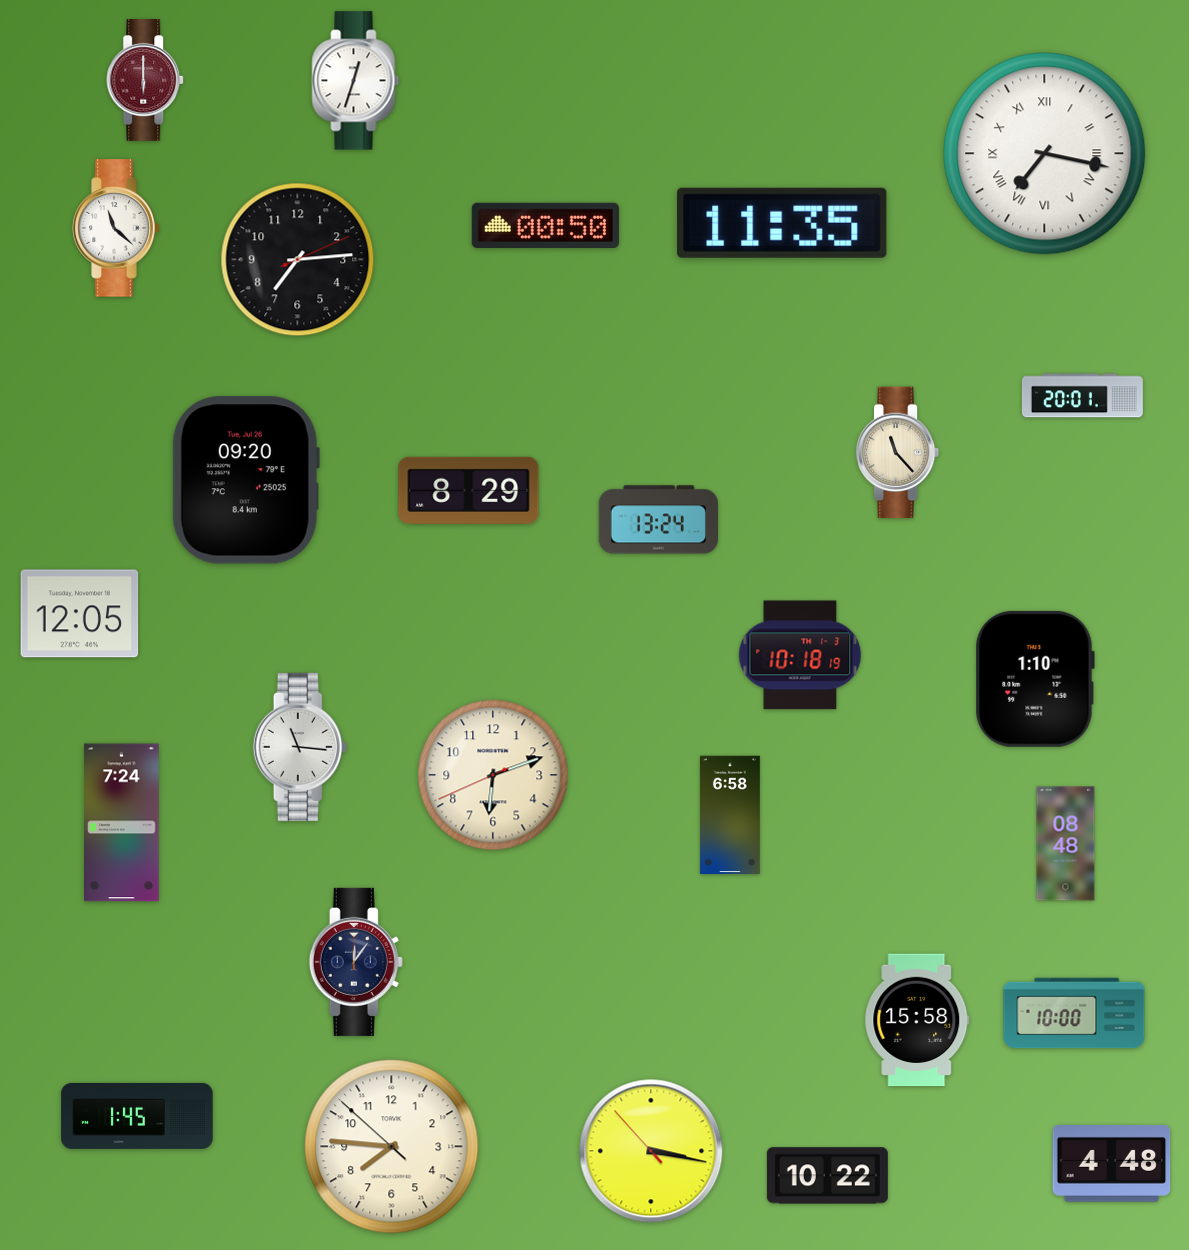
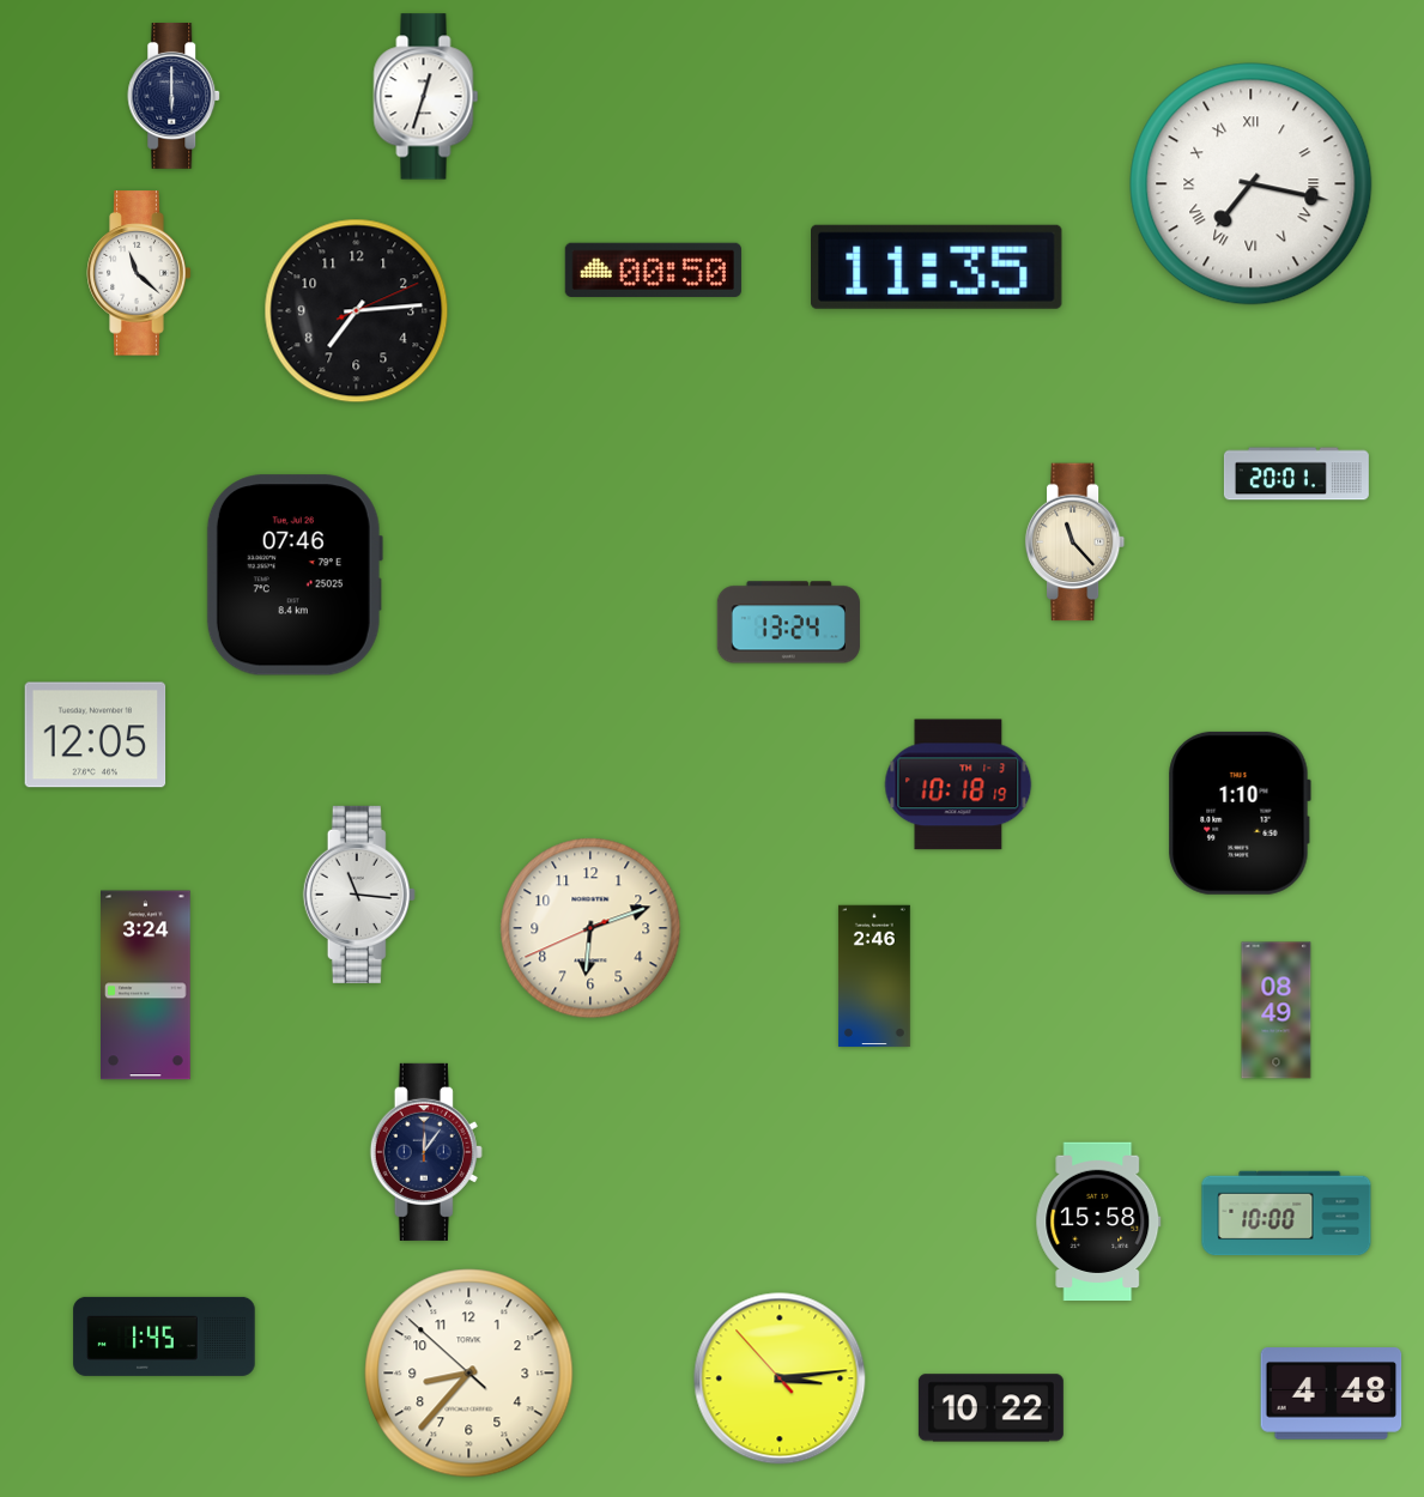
clock at (146, 81) dial: burgundy -> navy
clock at (246, 480): 09:20 -> 07:46
clock at (469, 490): 8:29 -> none
clock at (730, 815): 6:58 -> 2:46
clock at (122, 823): 7:24 -> 3:24
clock at (1066, 844): 08:48 -> 08:49
clock at (392, 1147): 7:45 -> 8:36
clock at (651, 1151): 3:16 -> 3:13
